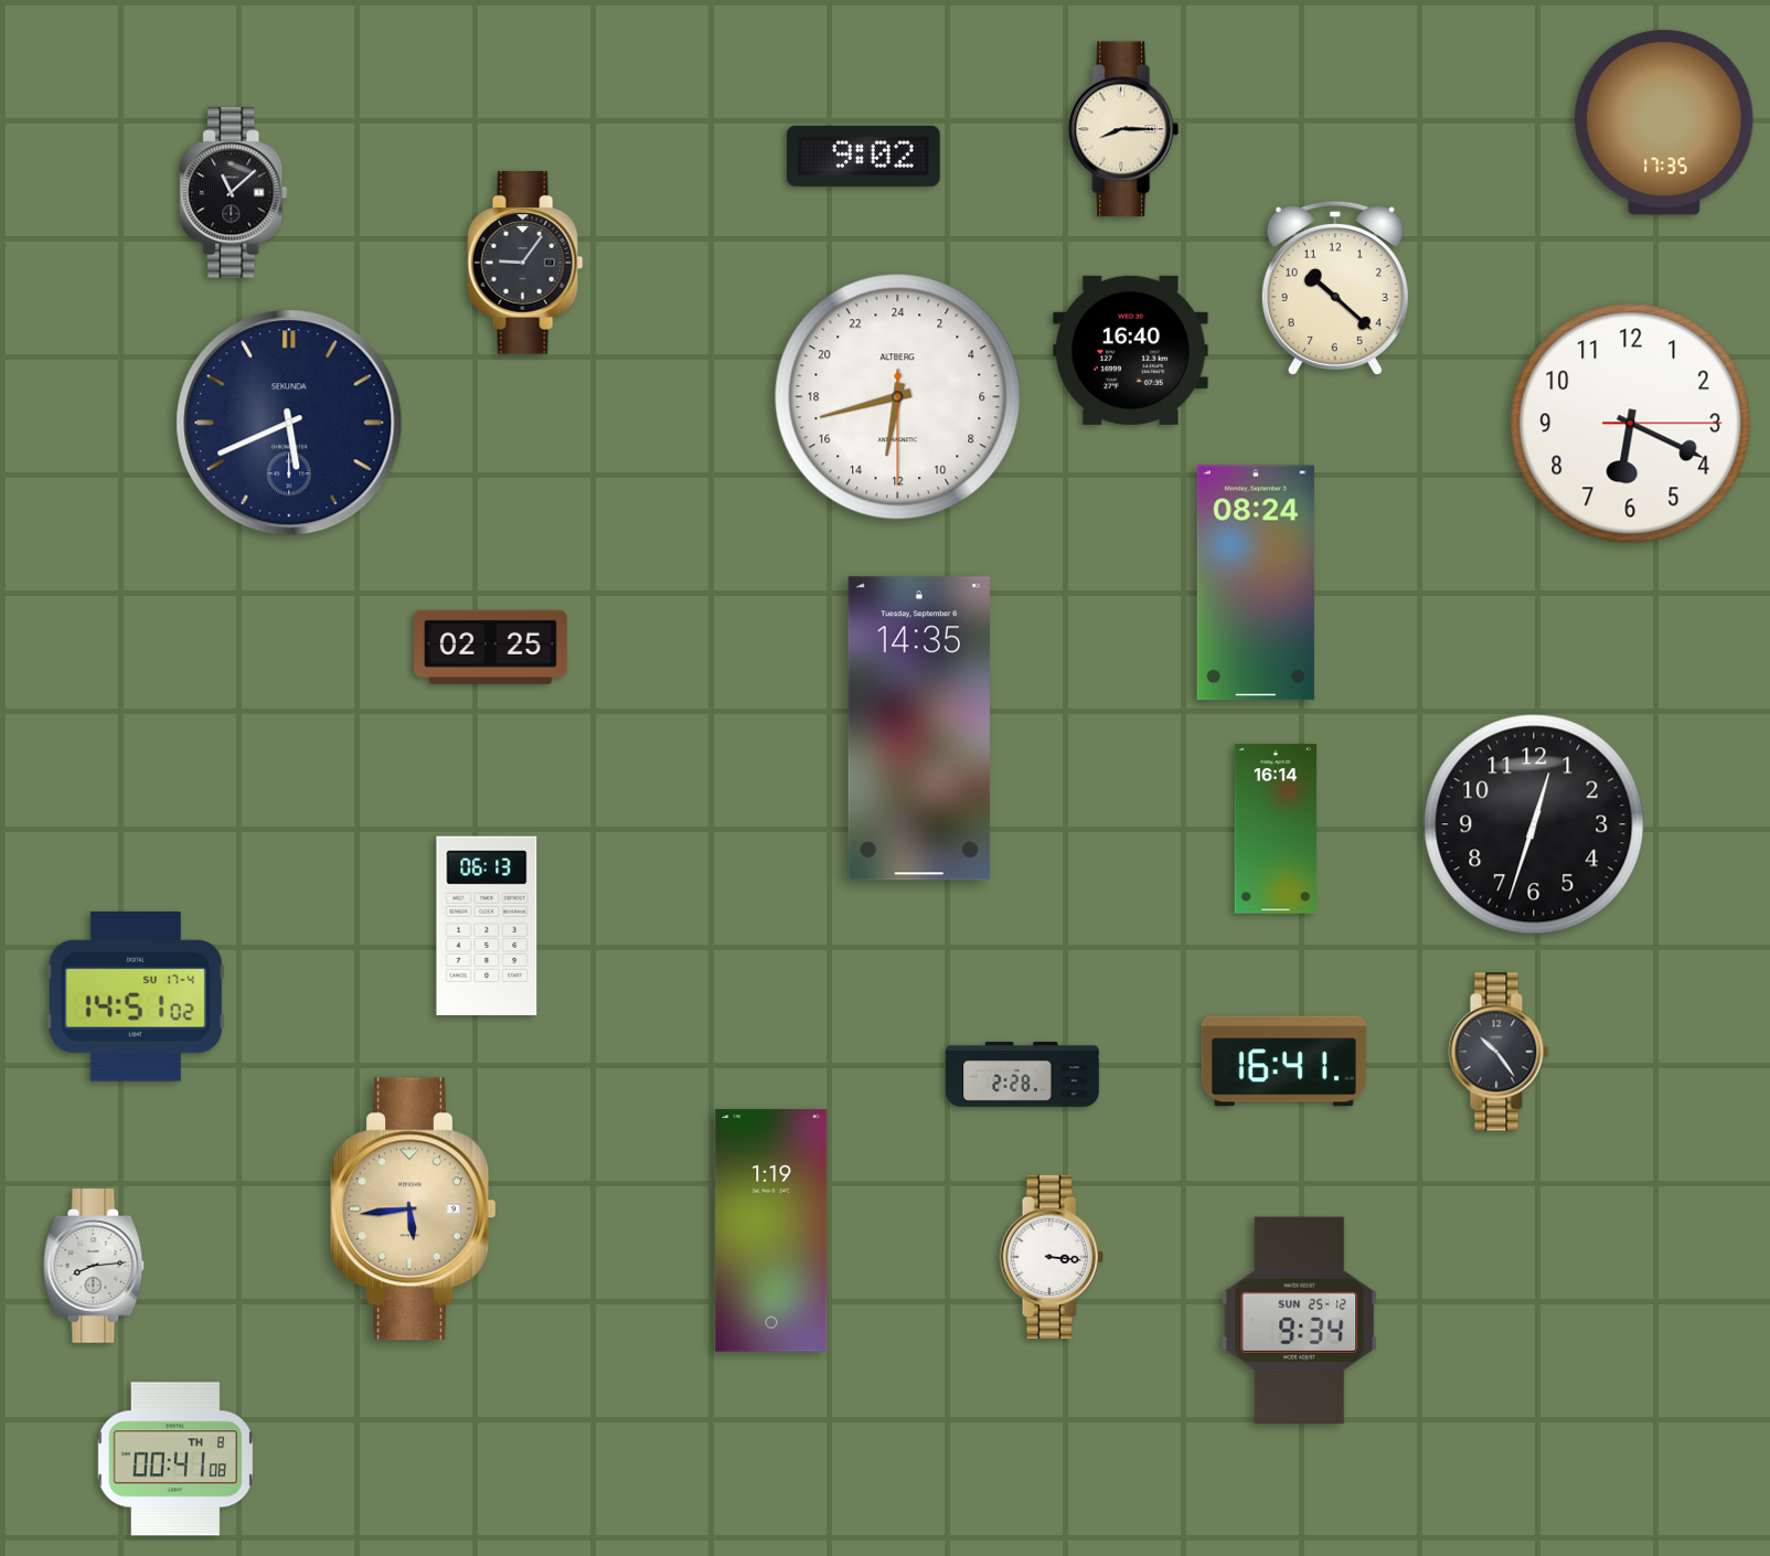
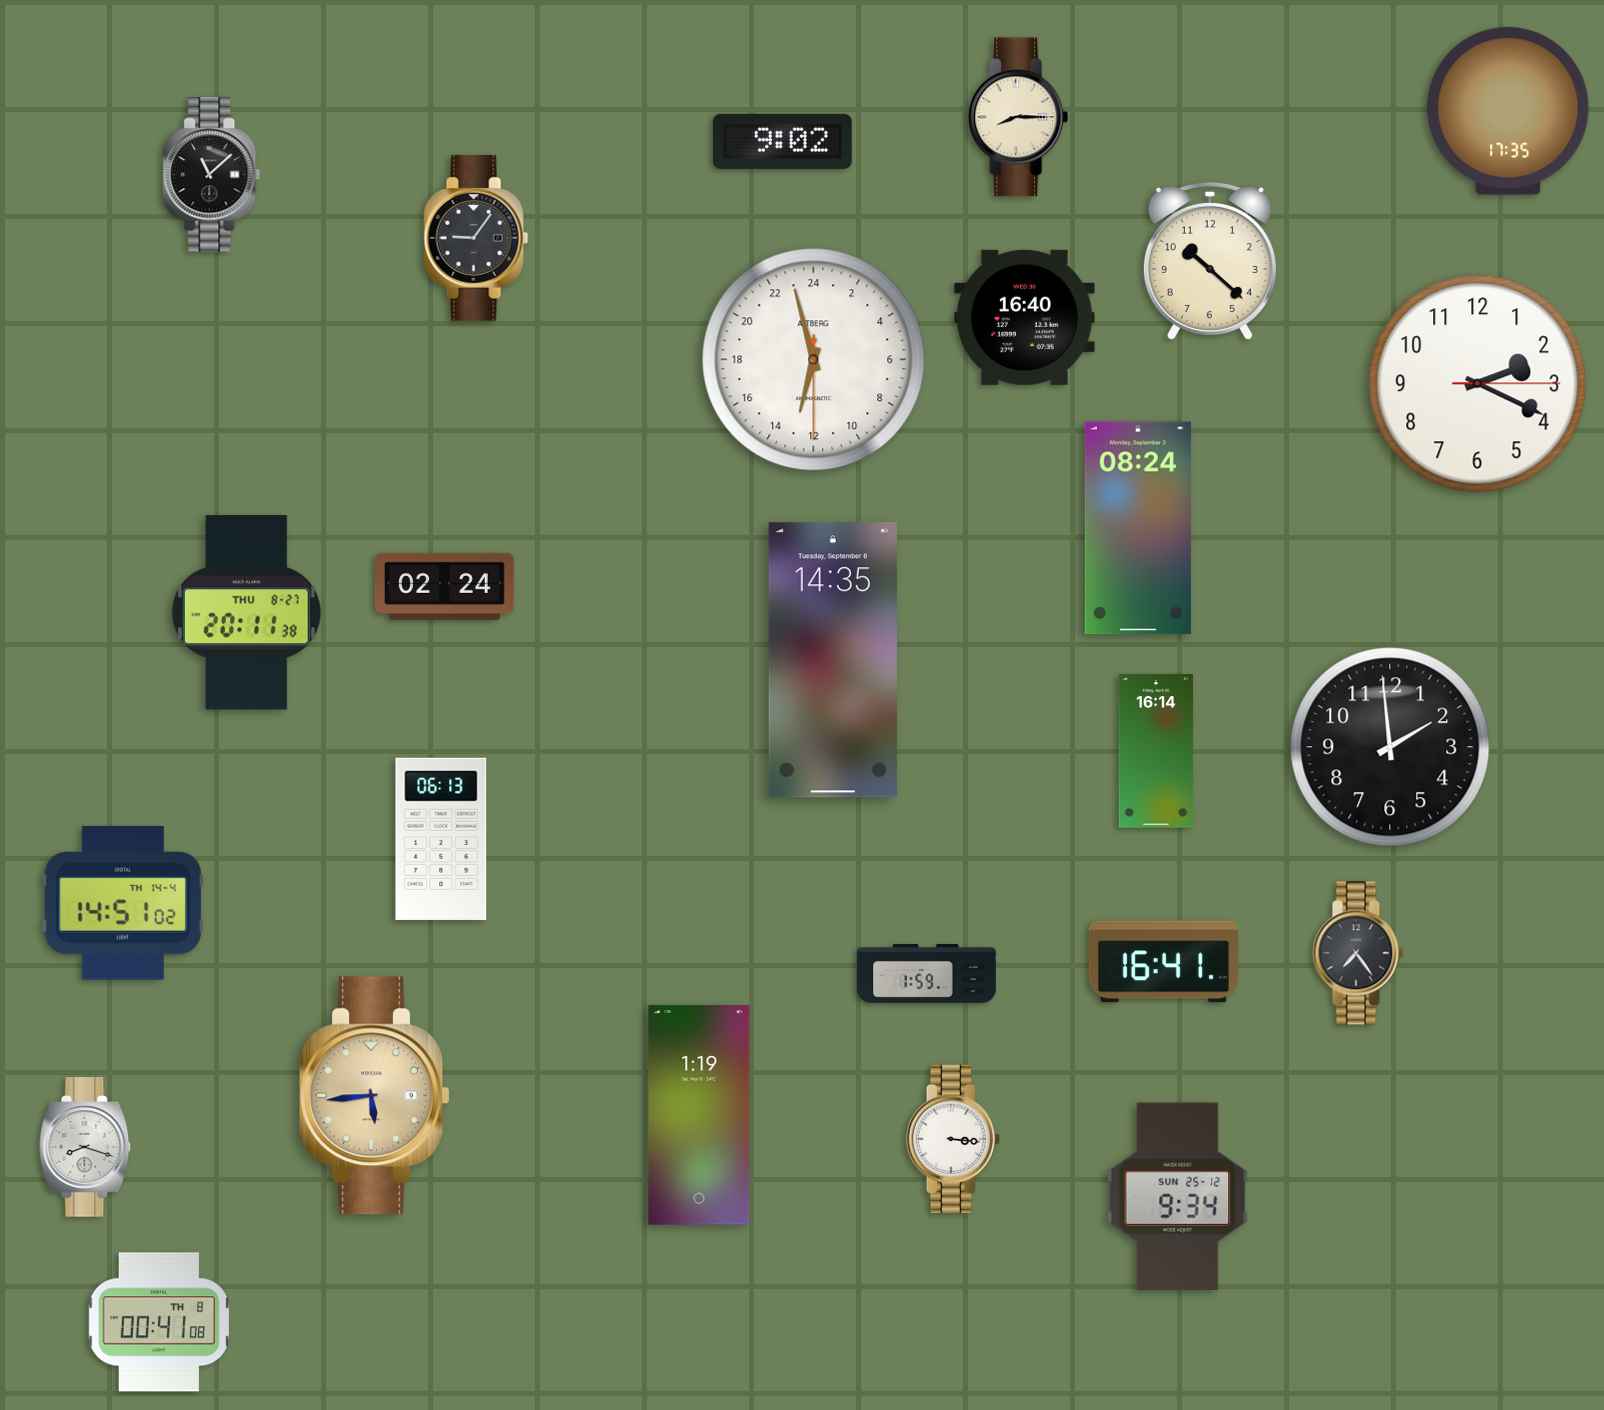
clock at (898, 397): 12:42 -> 12:57
clock at (289, 423): 5:41 -> none
clock at (1631, 424): 6:19 -> 2:19
clock at (490, 647): 02:25 -> 02:24
clock at (246, 613): none -> 20:11
clock at (1534, 824): 12:33 -> 1:59
clock at (136, 998) date: SU 17-4 -> TH 14-4
clock at (1499, 1052): 10:24 -> 7:24
clock at (1023, 1074): 2:28 -> 1:59
clock at (94, 1266): 8:14 -> 8:18
